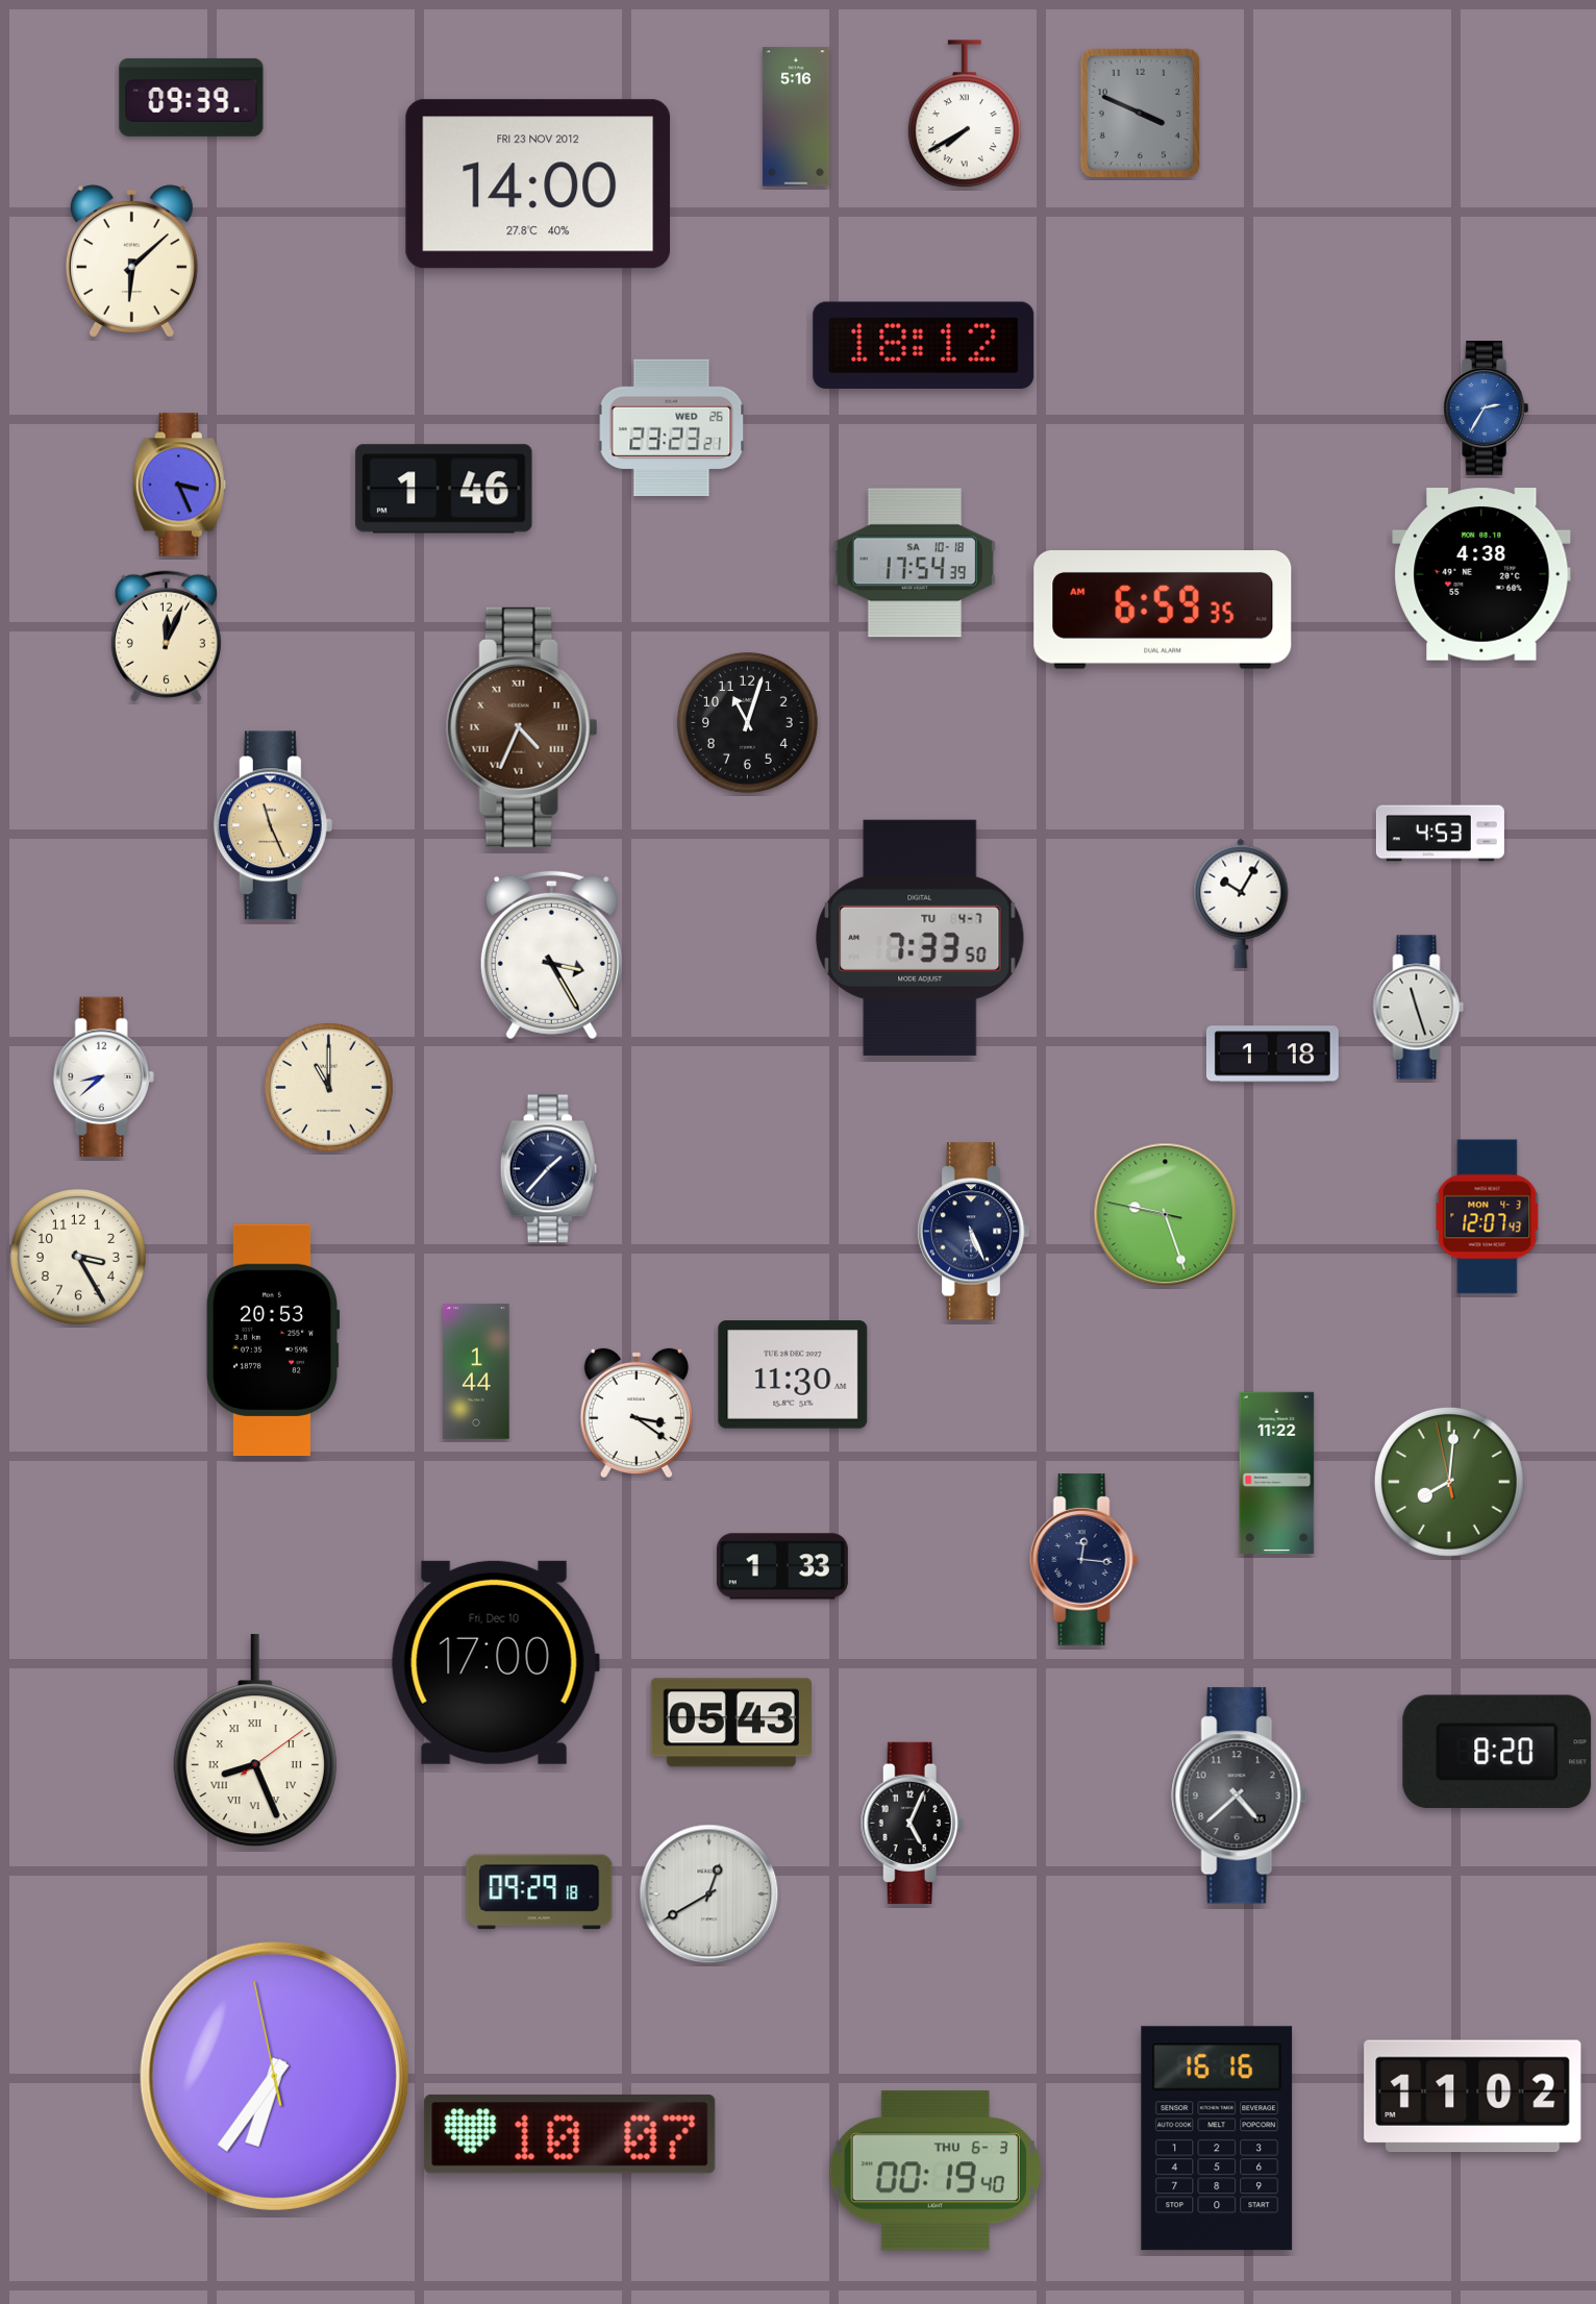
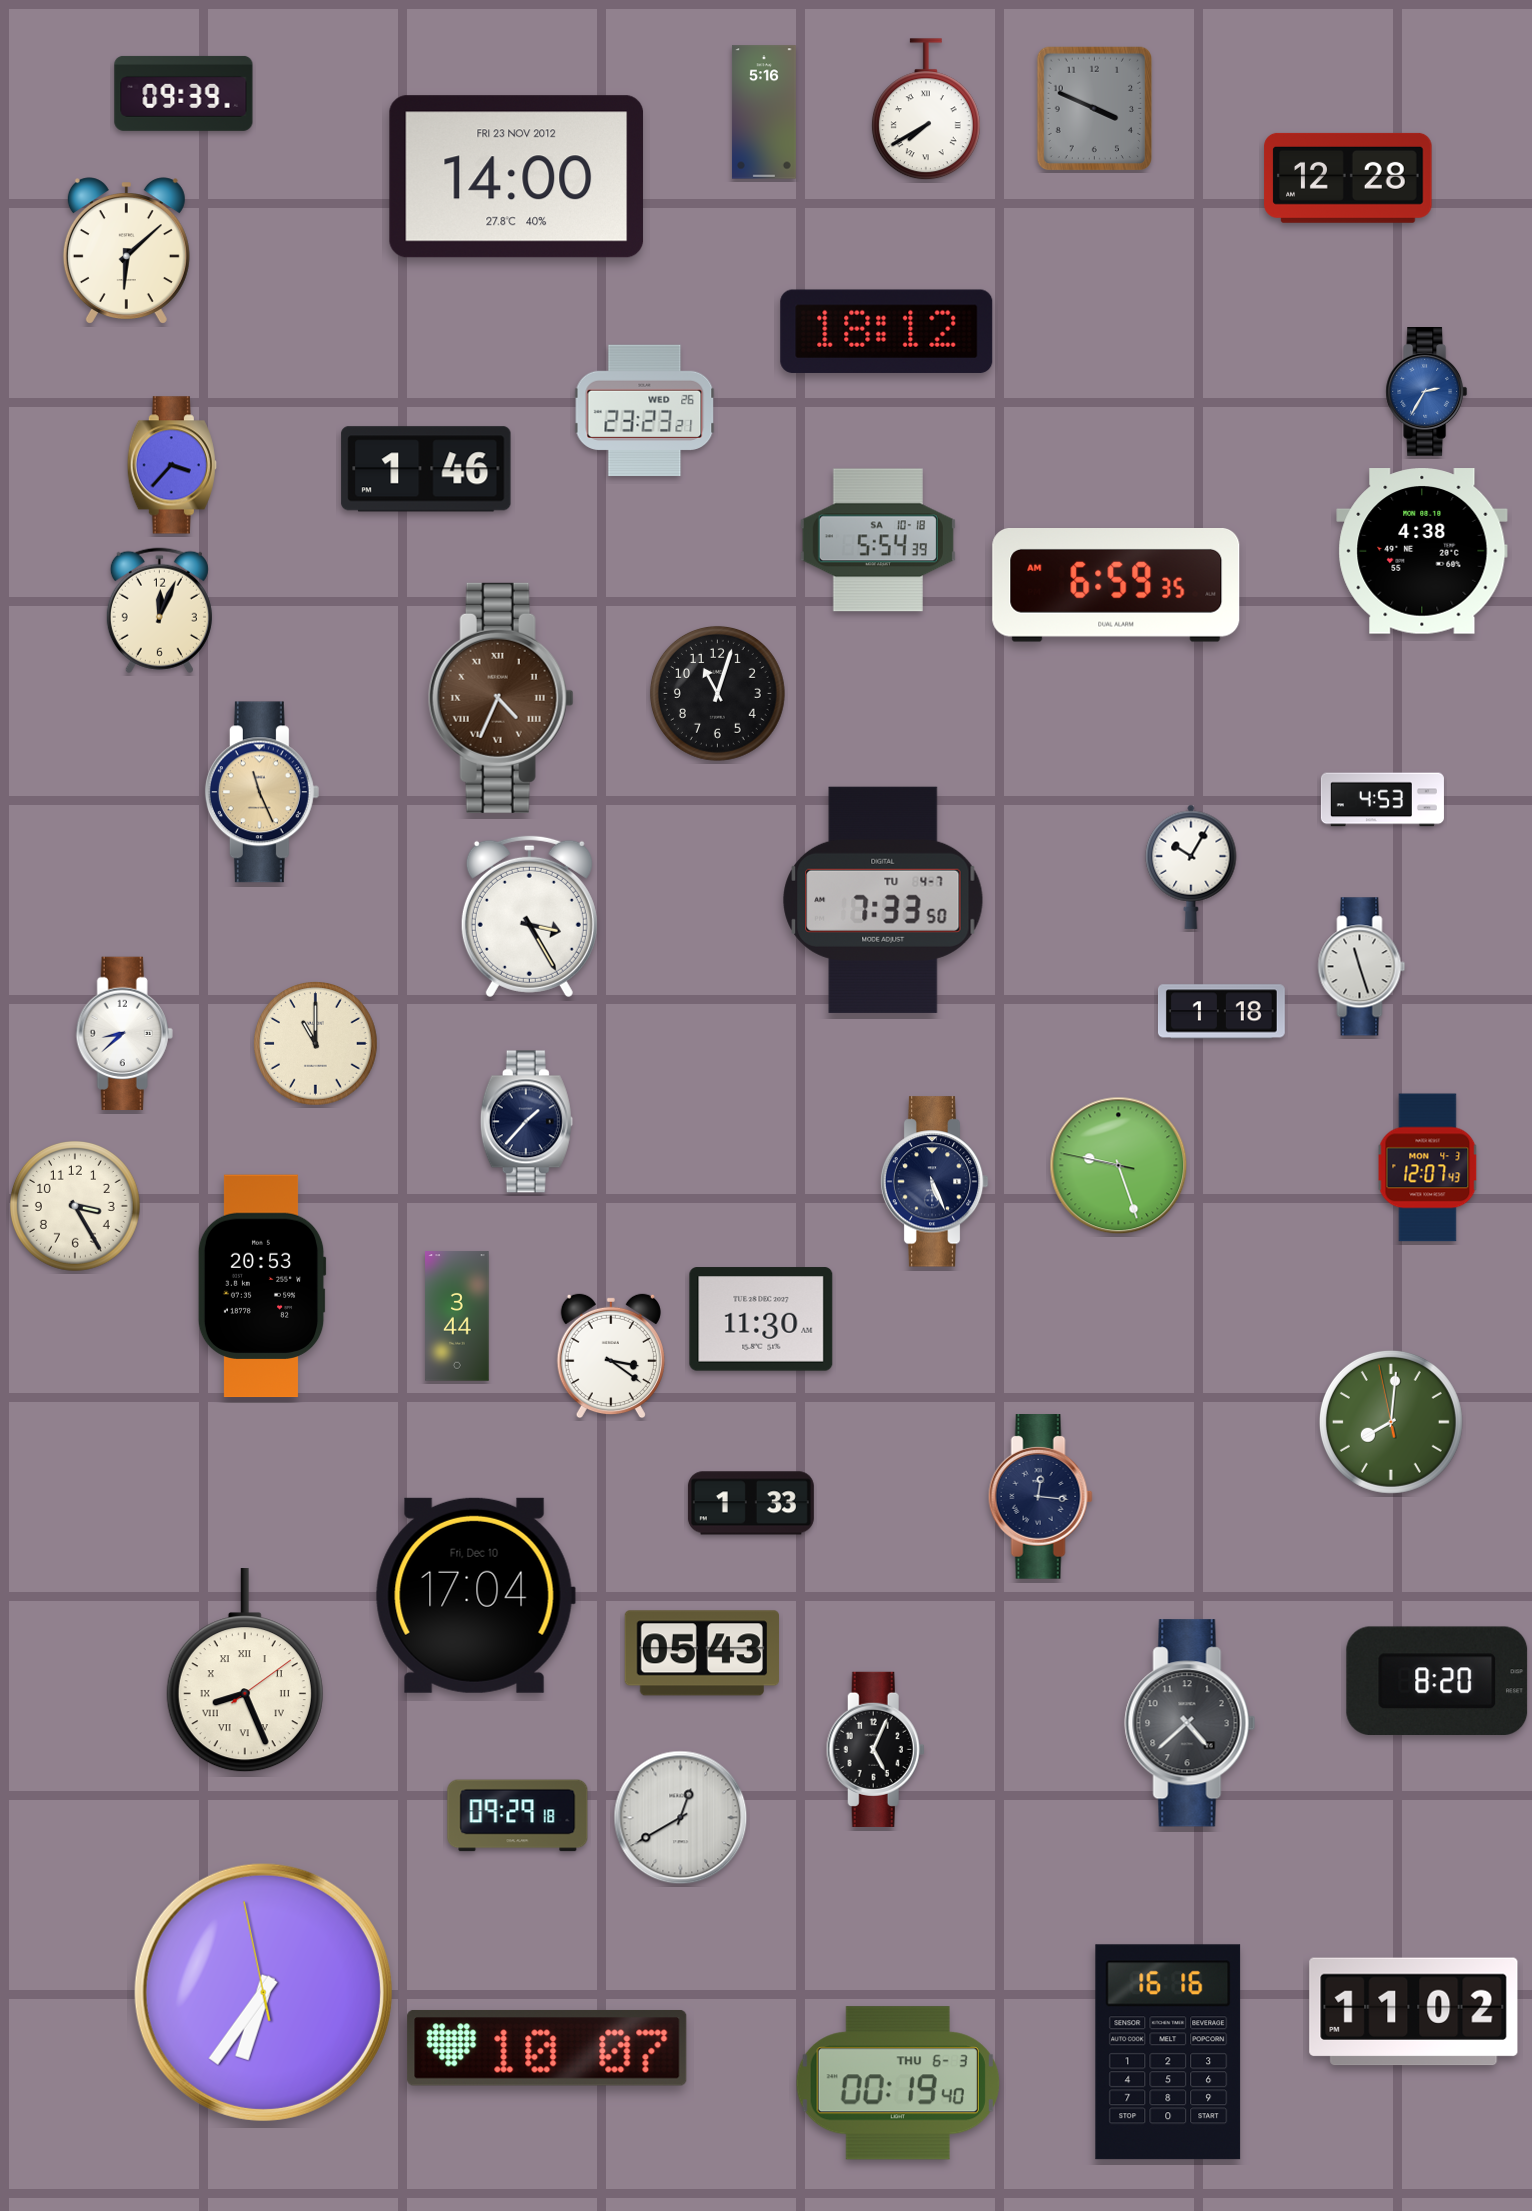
clock at (1348, 178): none -> 12:28
clock at (179, 485): 3:26 -> 3:37
clock at (915, 563): 17:54 -> 5:54
clock at (103, 1077) position: (103, 1077) -> (124, 1034)
clock at (476, 1371): 1:44 -> 3:44
clock at (1277, 1472): 11:22 -> none
clock at (495, 1662): 17:00 -> 17:04
